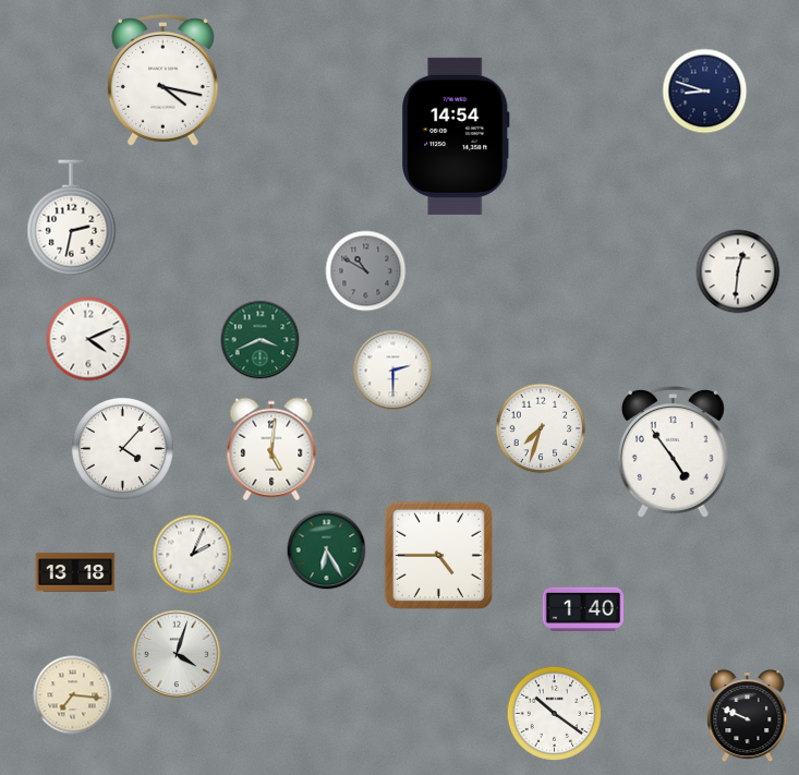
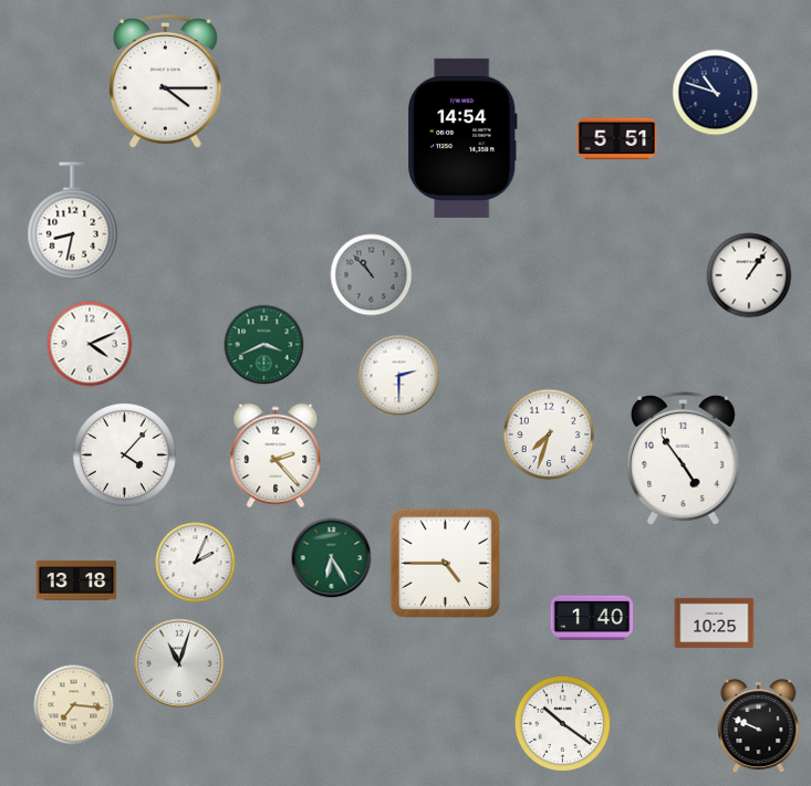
clock at (162, 80): 4:17 -> 4:15
clock at (705, 92): 8:48 -> 10:48
clock at (617, 139): none -> 5:51
clock at (72, 218): 2:32 -> 8:32
clock at (366, 271): 10:50 -> 10:53
clock at (738, 271): 12:31 -> 1:06
clock at (271, 449): 5:01 -> 2:23
clock at (715, 622): none -> 10:25
clock at (177, 654): 4:03 -> 11:03
